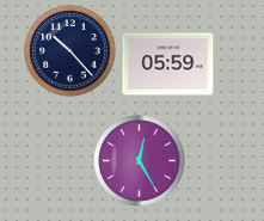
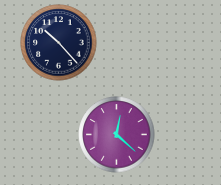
clock at (168, 65): 05:59 -> none
clock at (140, 161): 12:25 -> 12:22
